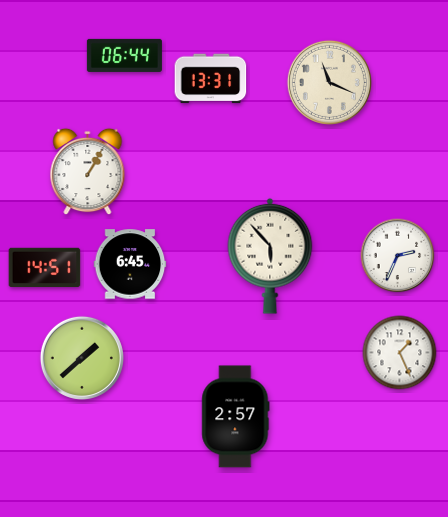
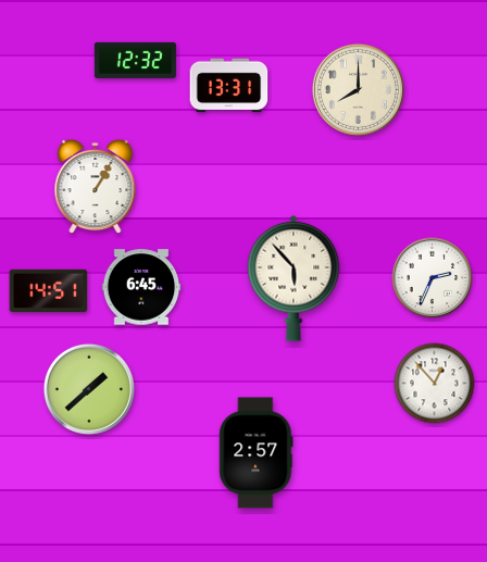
clock at (124, 55): 06:44 -> 12:32
clock at (329, 82): 11:19 -> 8:00
clock at (400, 353): 1:26 -> 12:53
